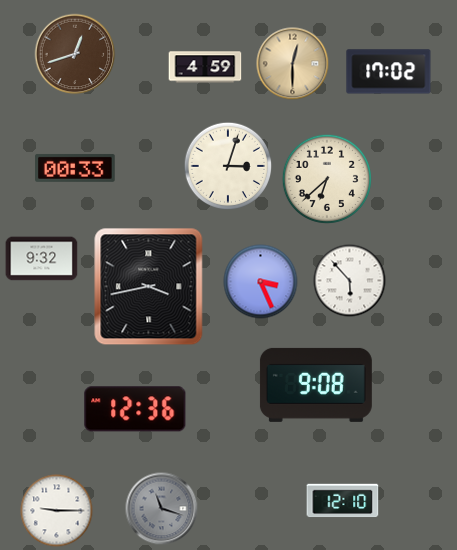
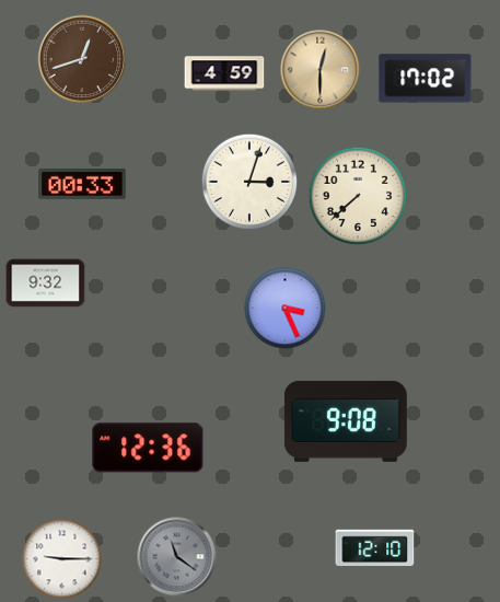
clock at (327, 179): 6:38 -> 7:38
clock at (350, 281): 5:53 -> none
clock at (149, 287): 3:43 -> none
clock at (162, 509): 11:18 -> 11:21
